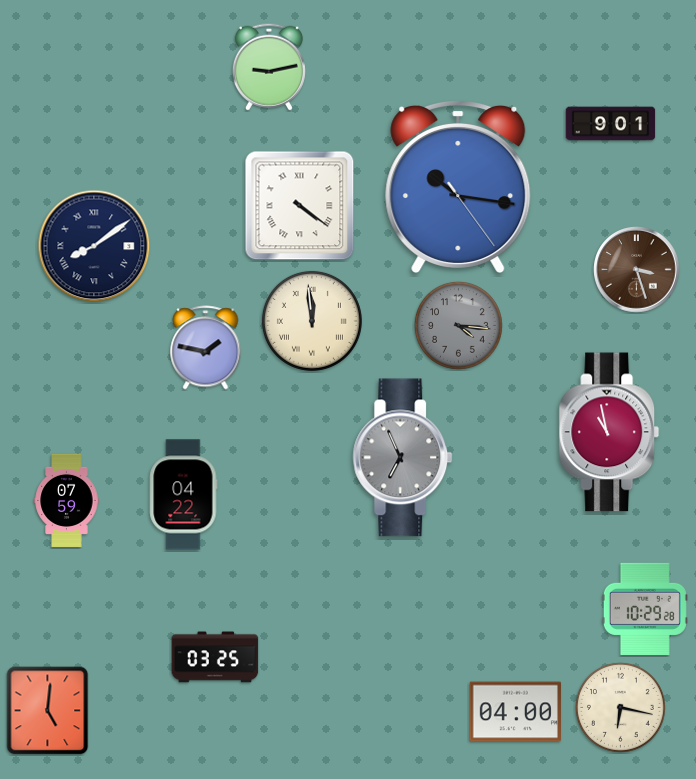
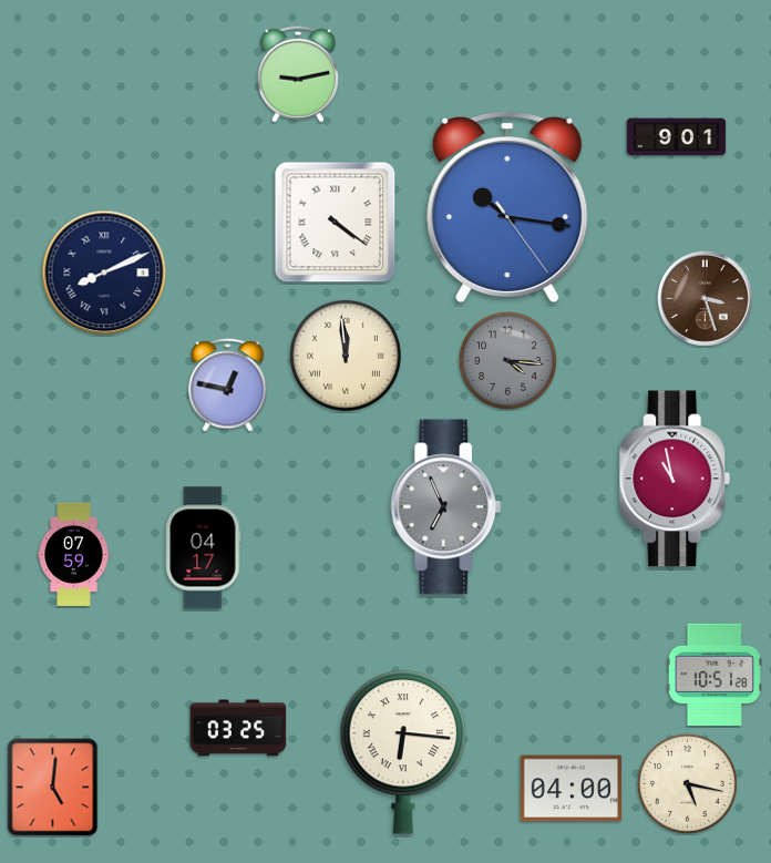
clock at (300, 206) position: (300, 206) -> (336, 223)
clock at (94, 246): 8:09 -> 8:11
clock at (206, 348): 1:47 -> 12:47
clock at (184, 495): 04:22 -> 04:17
clock at (645, 609): 10:29 -> 10:51
clock at (402, 752): none -> 6:16
clock at (620, 707): 6:17 -> 5:17
